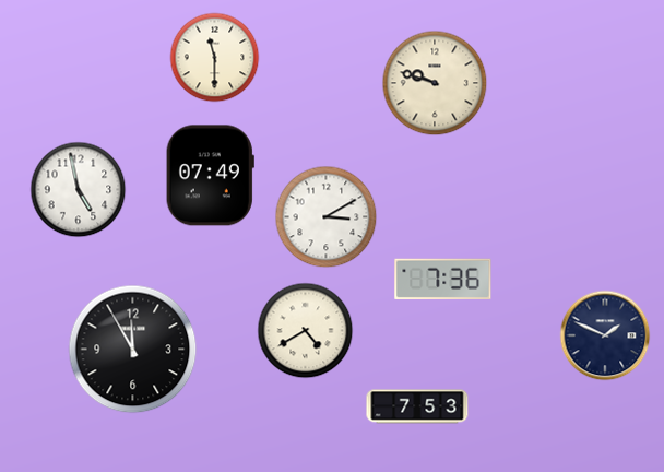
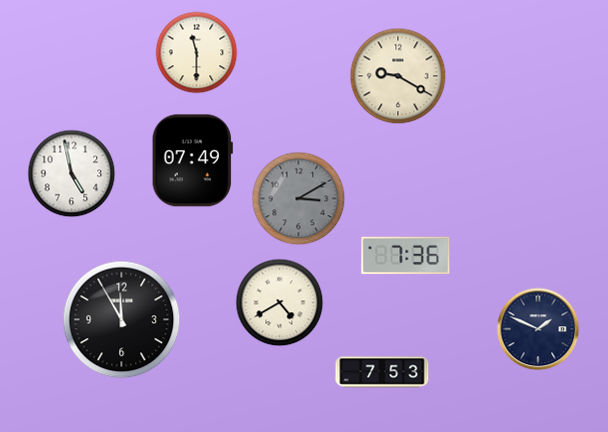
clock at (435, 83): 9:48 -> 9:20
clock at (327, 217) dial: white -> grey
clock at (605, 335) position: (605, 335) -> (538, 329)
